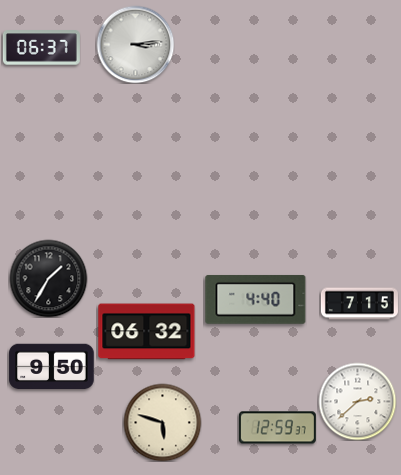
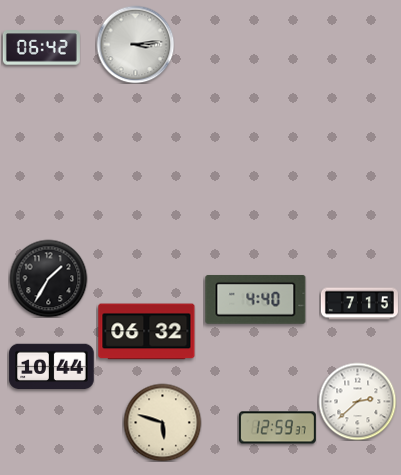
clock at (41, 48): 06:37 -> 06:42
clock at (52, 367): 9:50 -> 10:44
